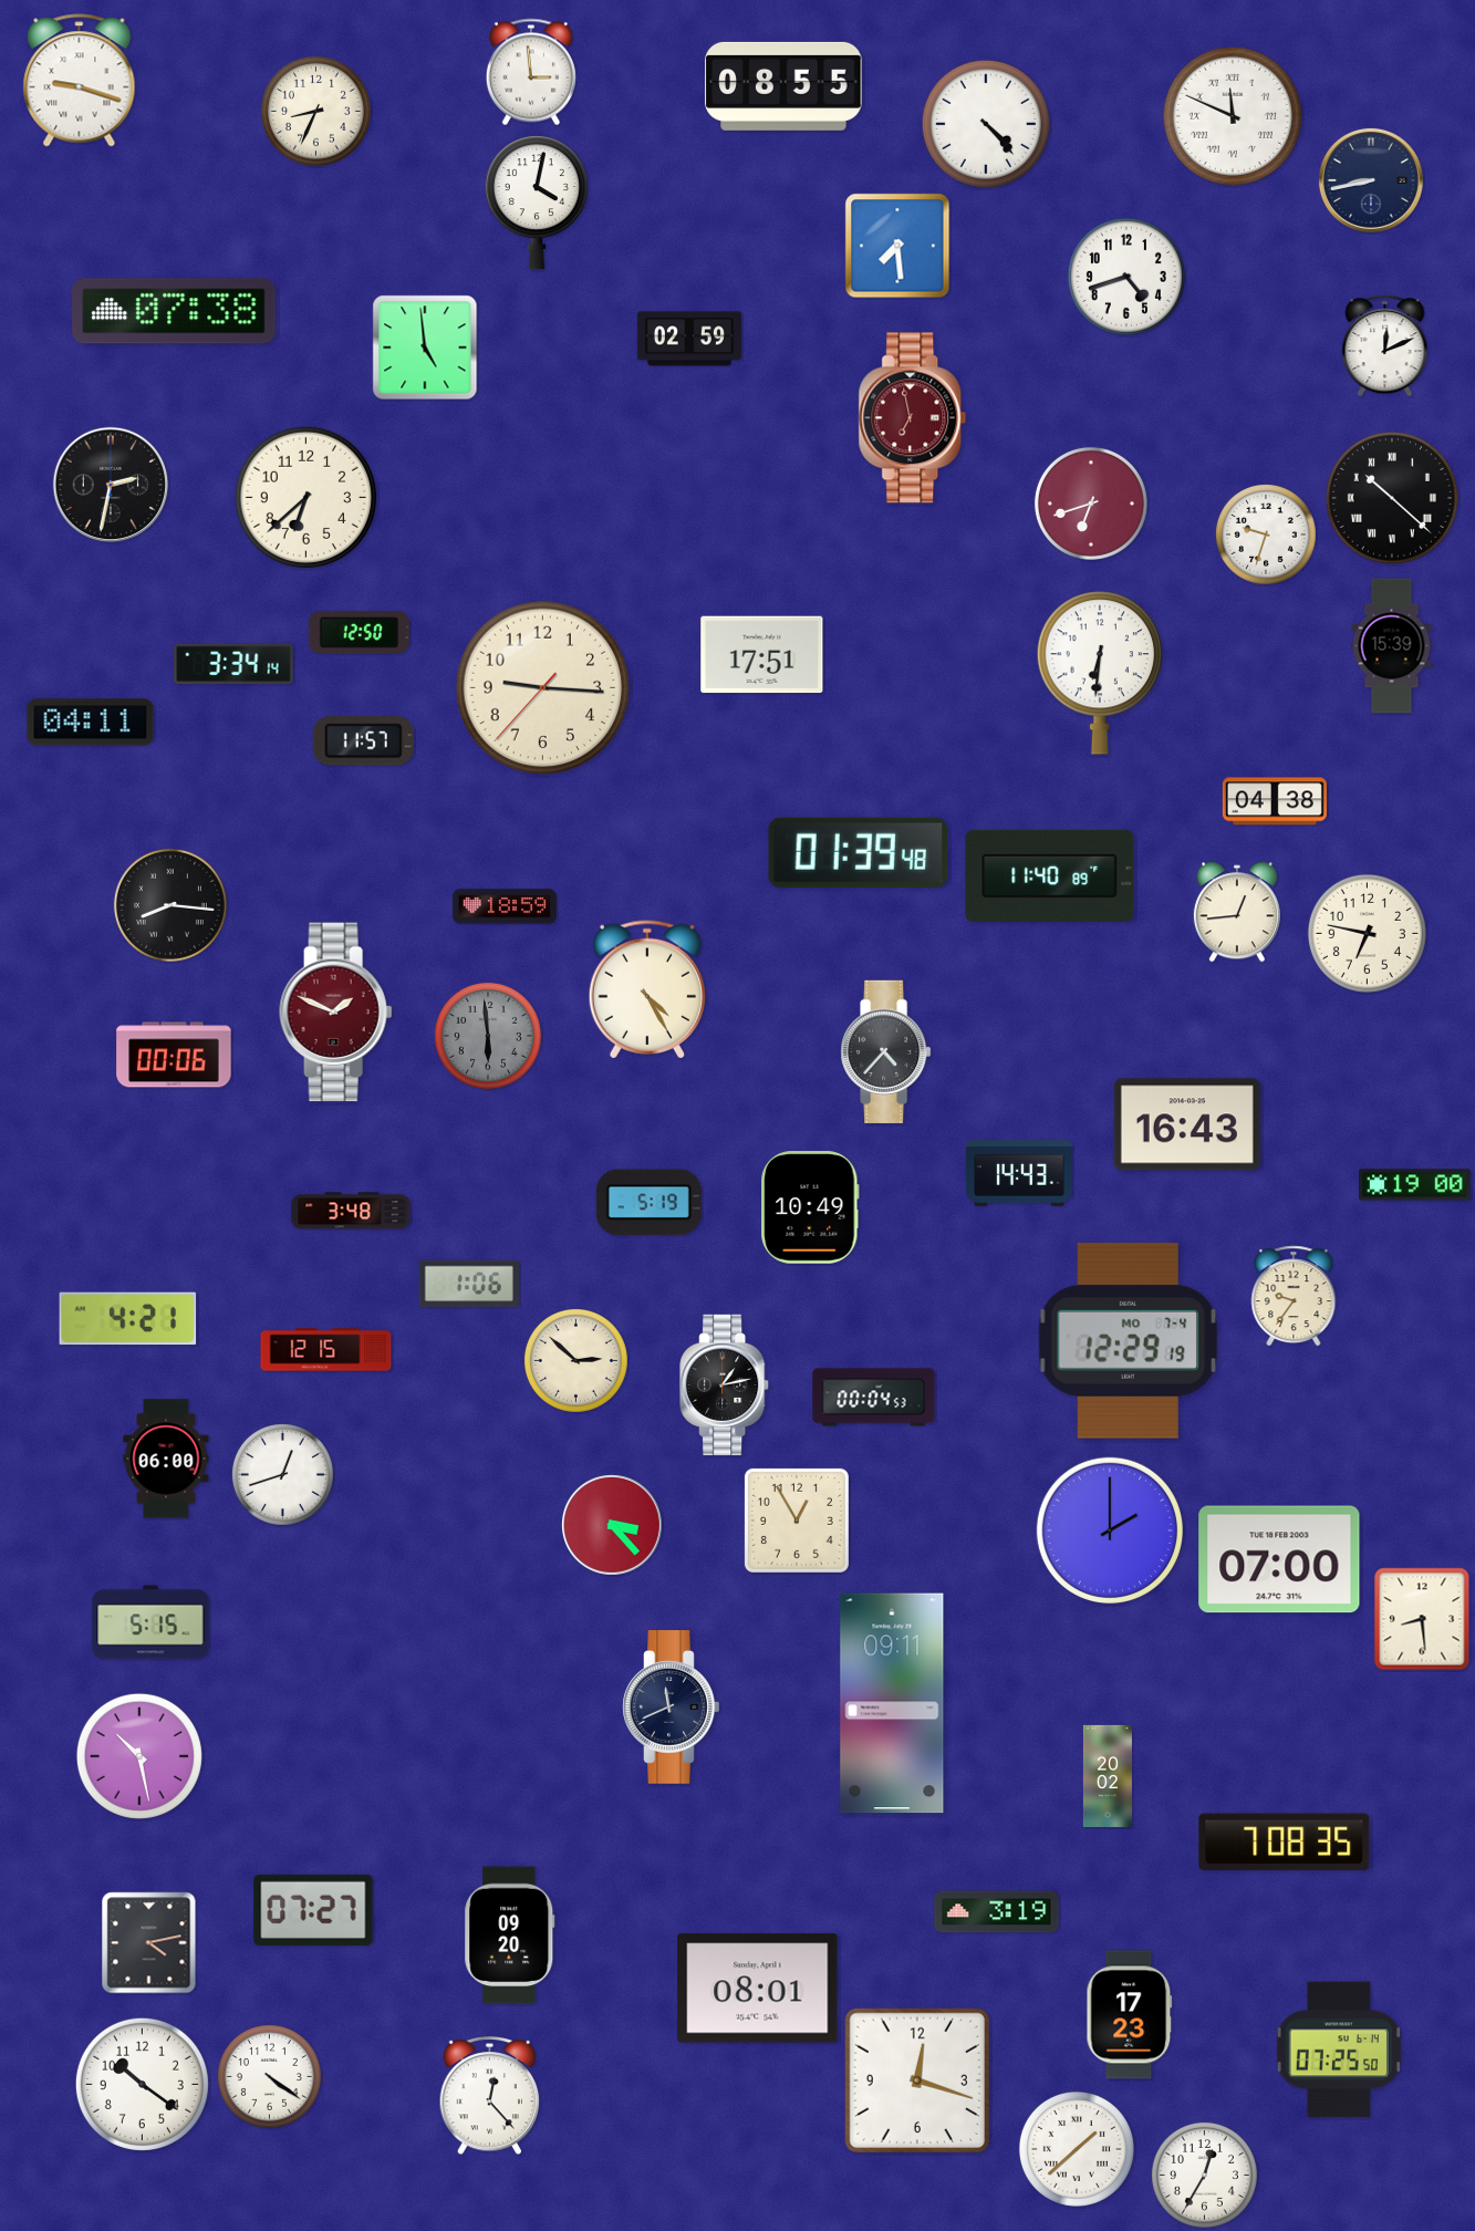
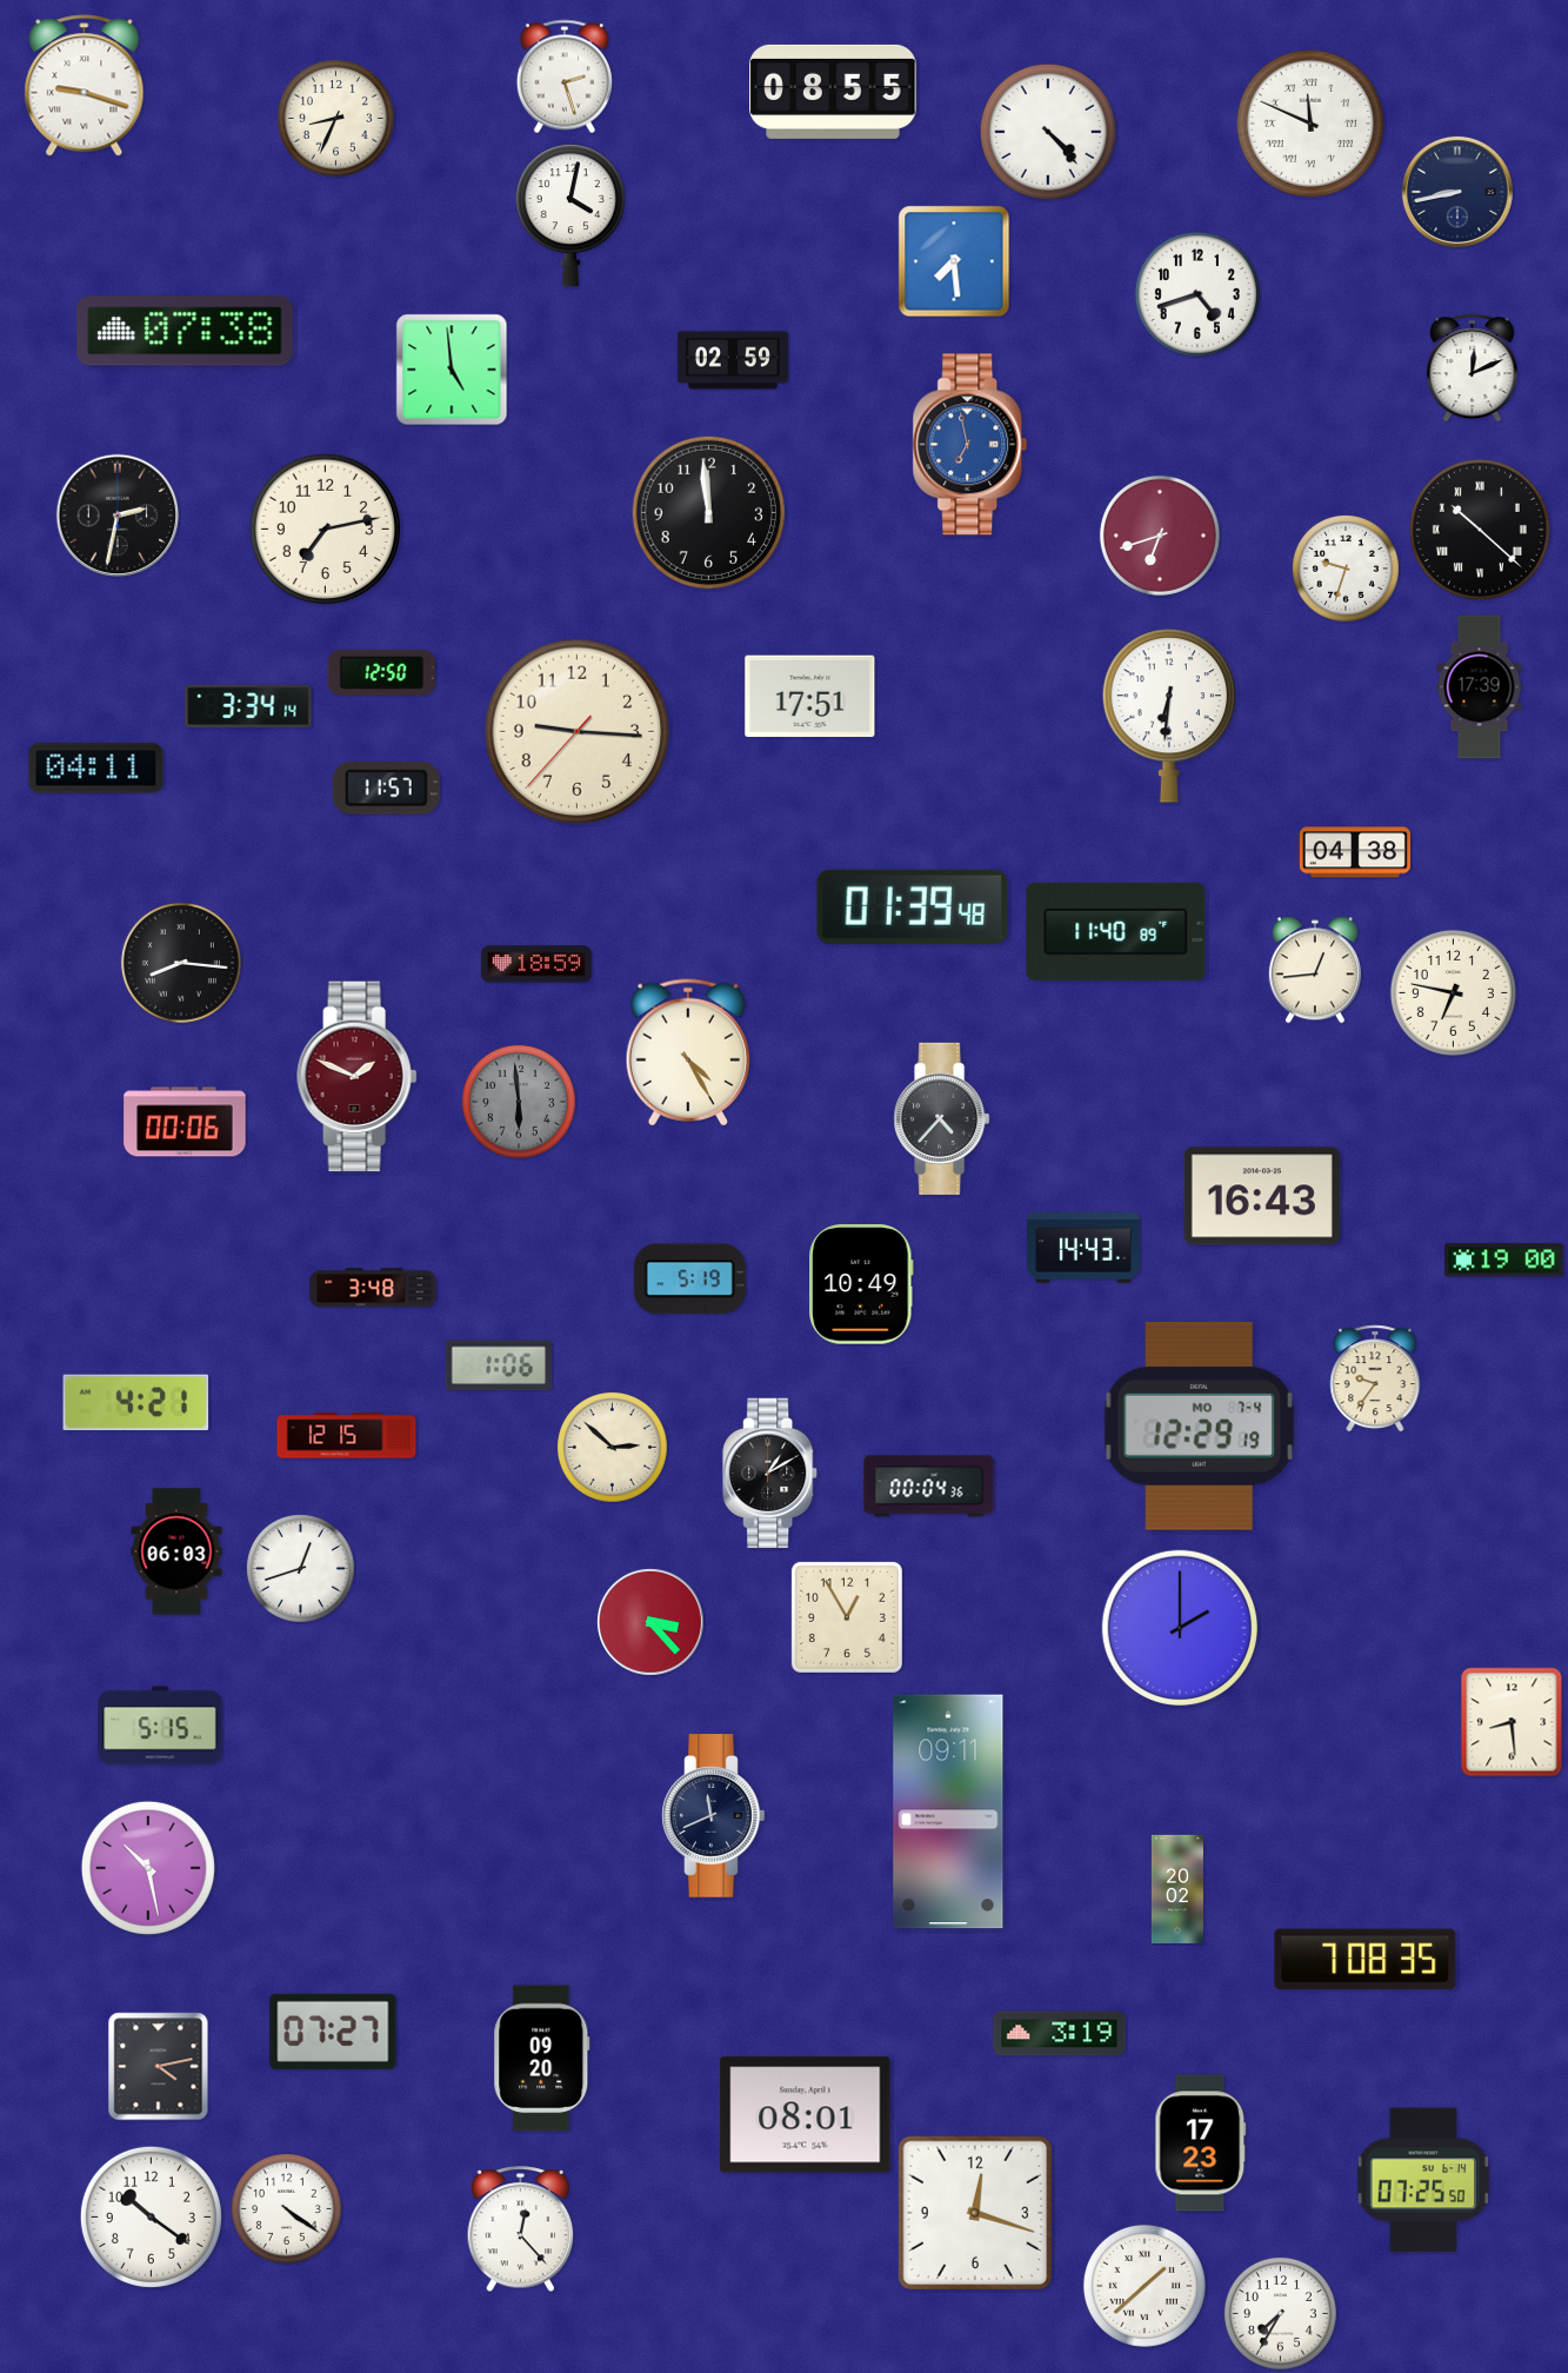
clock at (531, 72): 2:59 -> 2:27
clock at (913, 418) dial: burgundy -> blue
clock at (708, 512): none -> 11:59
clock at (305, 497): 6:38 -> 7:13
clock at (1392, 646): 15:39 -> 17:39
clock at (725, 1386): 1:13 -> 1:10
clock at (874, 1398): 00:04:53 -> 00:04:36
clock at (166, 1459): 06:00 -> 06:03
clock at (1279, 1559): 07:00 -> none
clock at (1204, 2175): 12:35 -> 7:35
